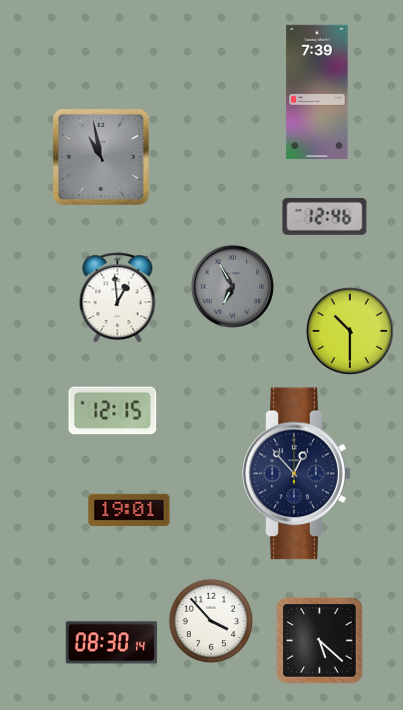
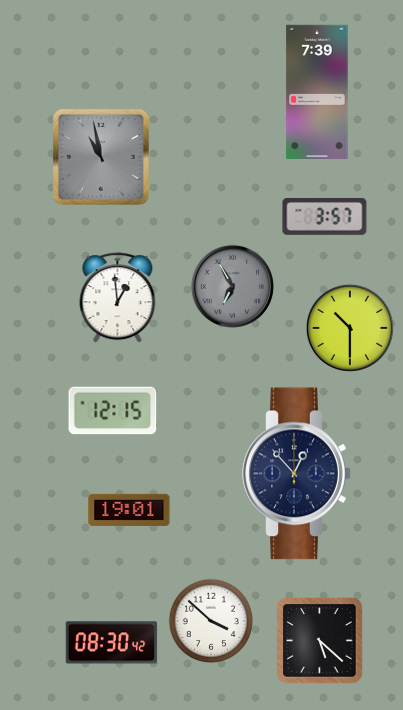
clock at (325, 217): 12:46 -> 3:57
clock at (350, 331) position: (350, 331) -> (350, 328)
clock at (211, 621): 3:53 -> 3:52
clock at (112, 643): 08:30:14 -> 08:30:42
